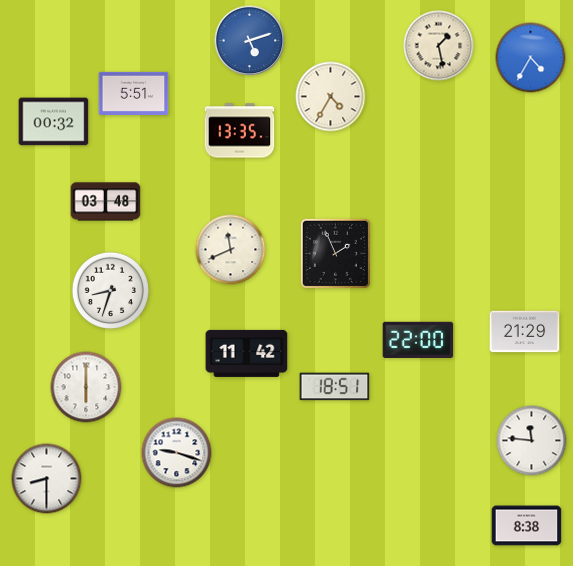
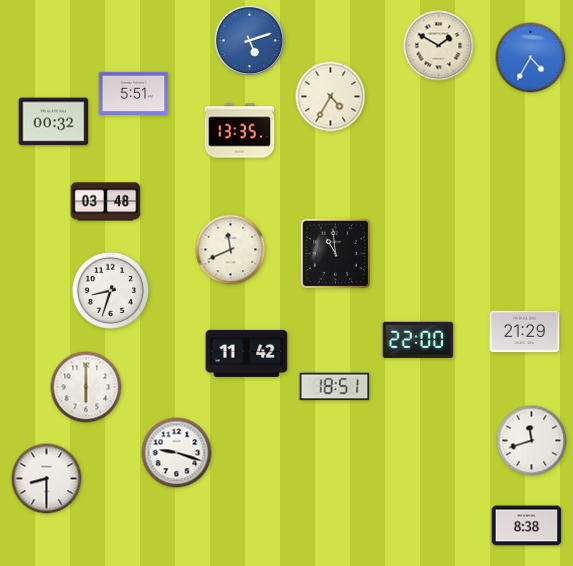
clock at (439, 46): 1:28 -> 1:50
clock at (335, 253): 1:56 -> 10:59
clock at (532, 441): 11:46 -> 11:42
